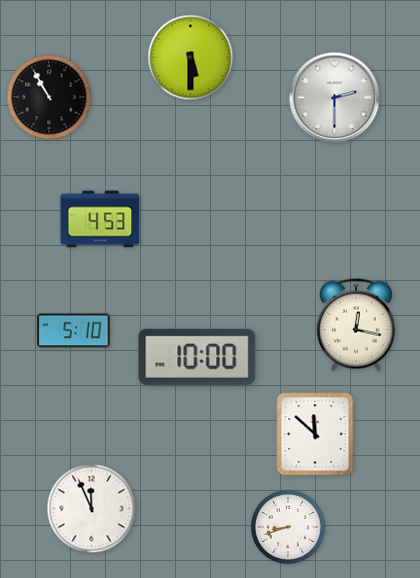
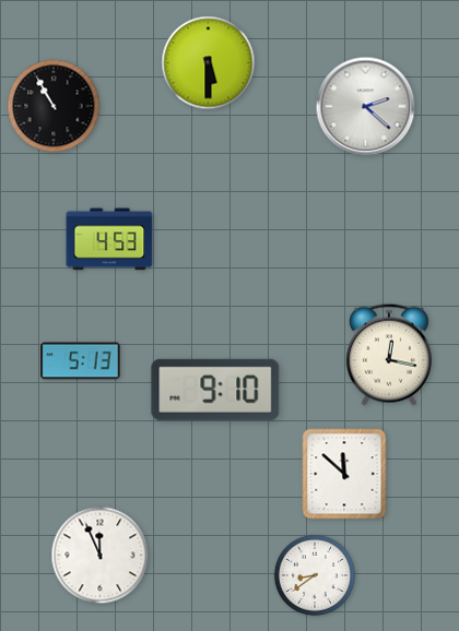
clock at (335, 98): 2:30 -> 2:22
clock at (74, 331): 5:10 -> 5:13
clock at (197, 357): 10:00 -> 9:10
clock at (287, 526): 8:42 -> 8:39
